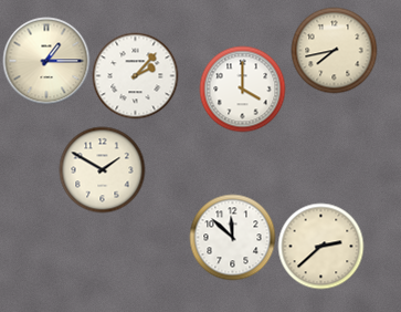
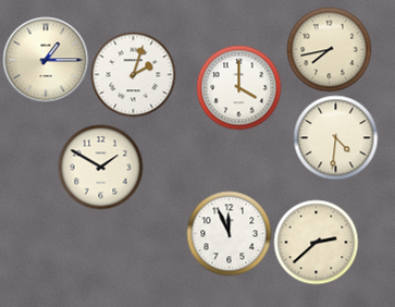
clock at (135, 75): 2:07 -> 2:03
clock at (335, 137): none -> 4:31
clock at (232, 237): 11:52 -> 11:56
